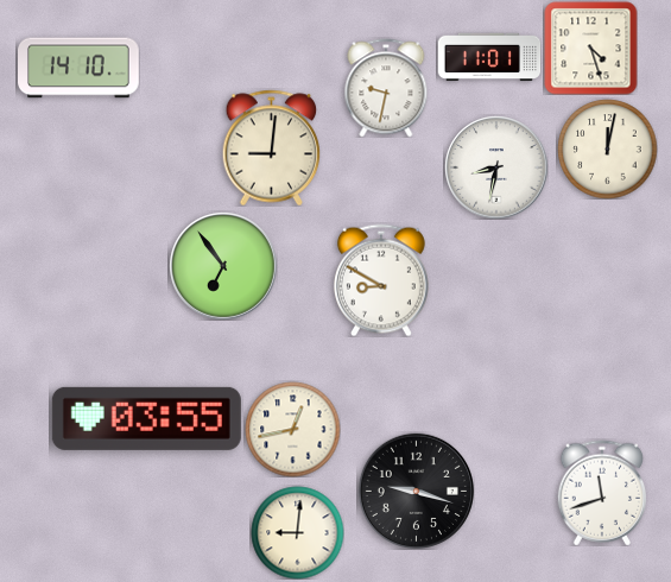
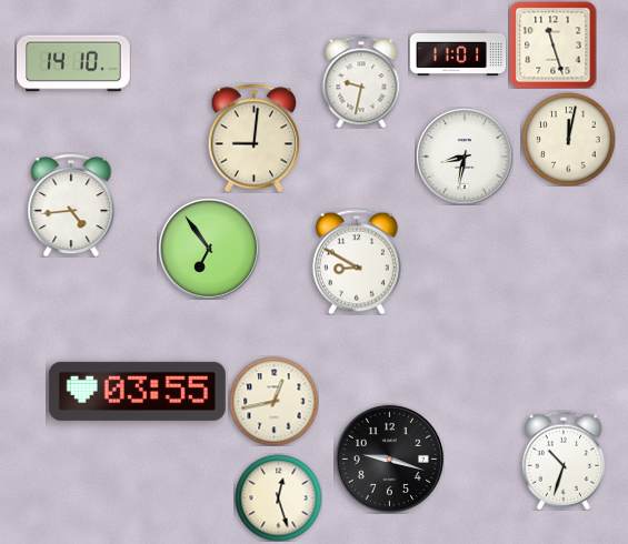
clock at (590, 48): 4:27 -> 11:27
clock at (71, 205): none -> 4:44
clock at (601, 493): 11:42 -> 10:33
clock at (297, 532): 9:01 -> 12:27
